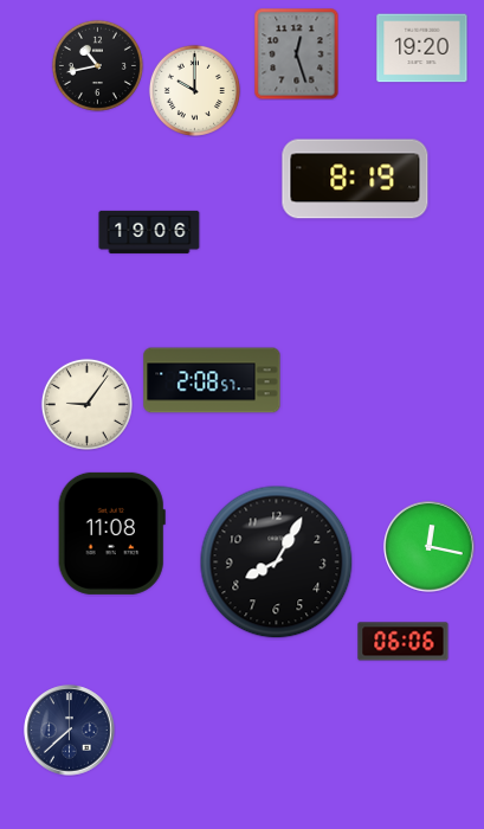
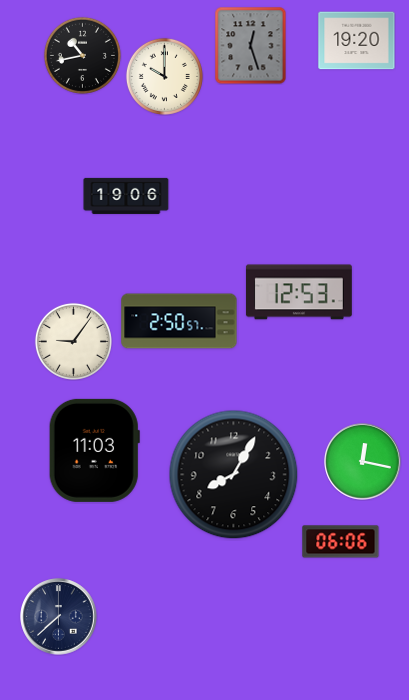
clock at (355, 179): 8:19 -> none
clock at (299, 292): none -> 12:53
clock at (212, 380): 2:08 -> 2:50
clock at (111, 533): 11:08 -> 11:03
